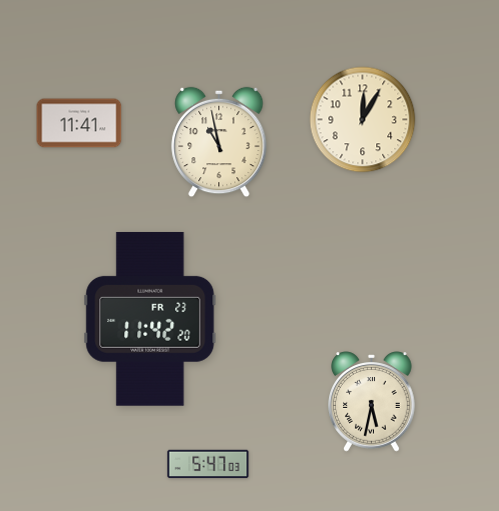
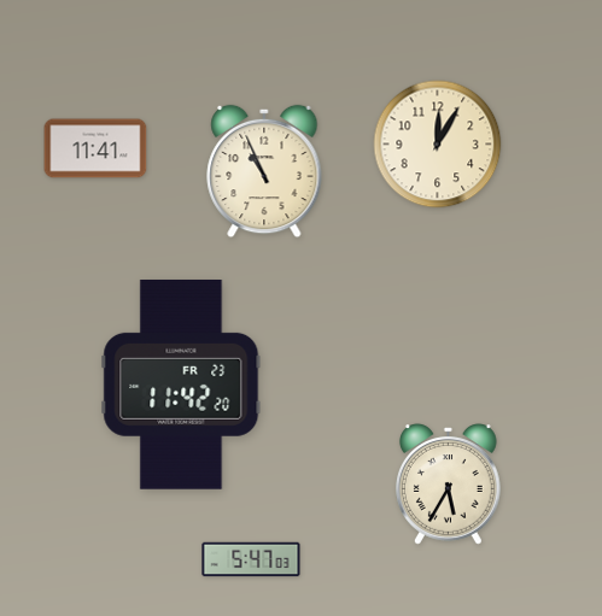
clock at (219, 142): 10:58 -> 10:56
clock at (372, 402): 5:32 -> 5:35
